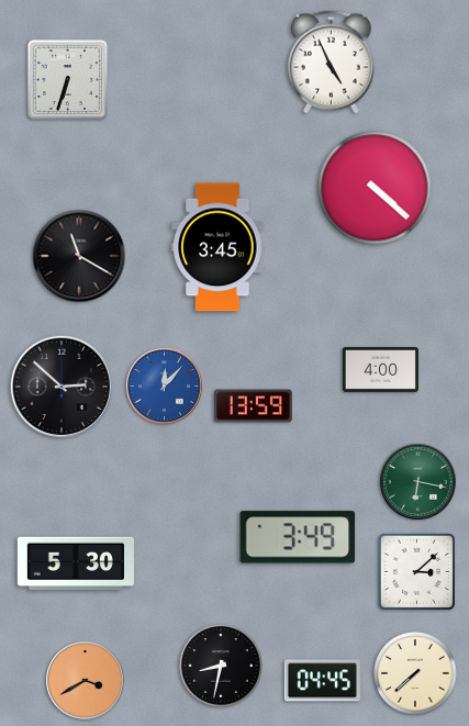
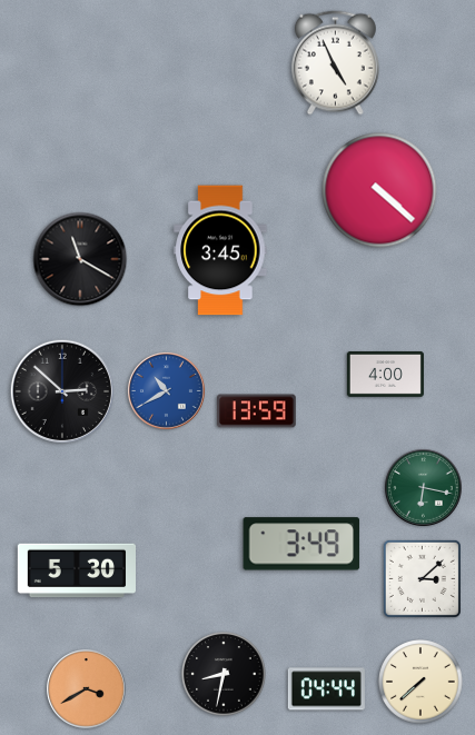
clock at (67, 79): 6:33 -> none
clock at (164, 386): 12:07 -> 10:40
clock at (322, 681): 04:45 -> 04:44
